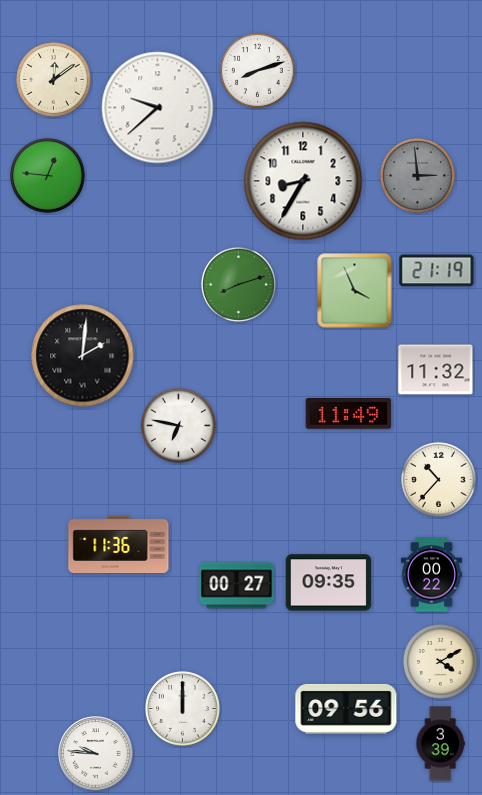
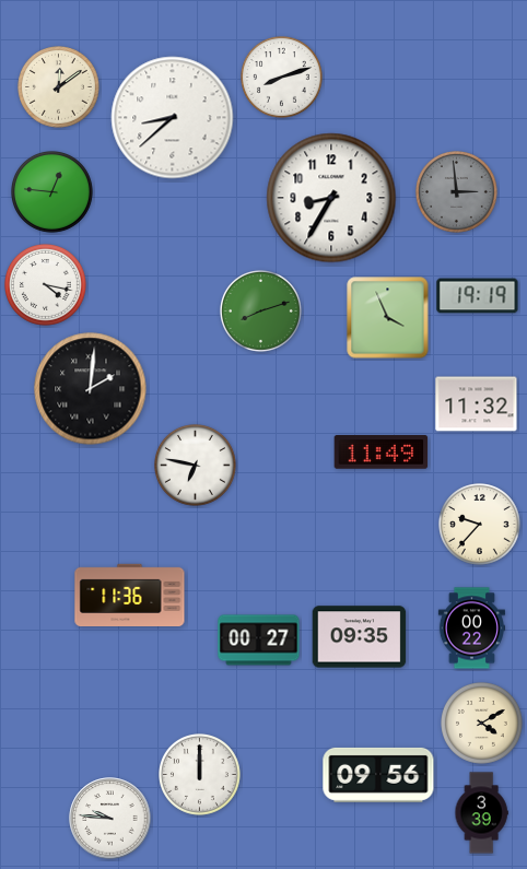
clock at (158, 108): 9:38 -> 8:38
clock at (46, 285): none -> 4:17
clock at (437, 271): 21:19 -> 19:19
clock at (439, 480): 10:37 -> 9:37
clock at (96, 754) position: (96, 754) -> (110, 819)
